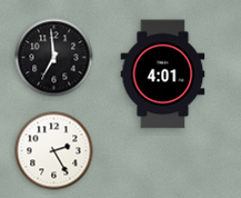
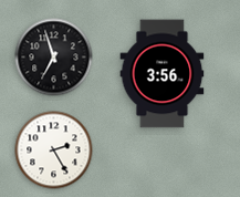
clock at (54, 58): 6:59 -> 6:57
clock at (163, 75): 4:01 -> 3:56
